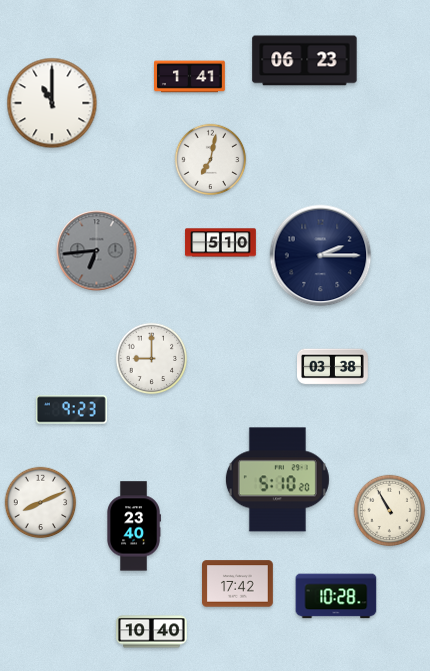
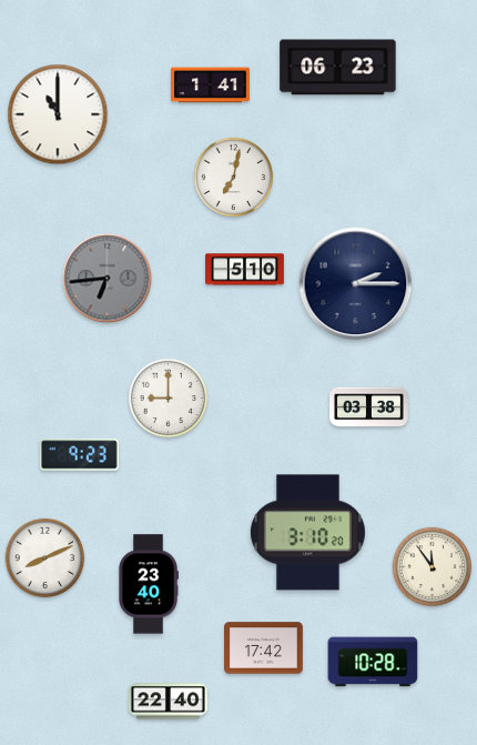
clock at (277, 480): 5:10 -> 3:10
clock at (390, 511): 10:55 -> 11:54
clock at (152, 632): 10:40 -> 22:40
